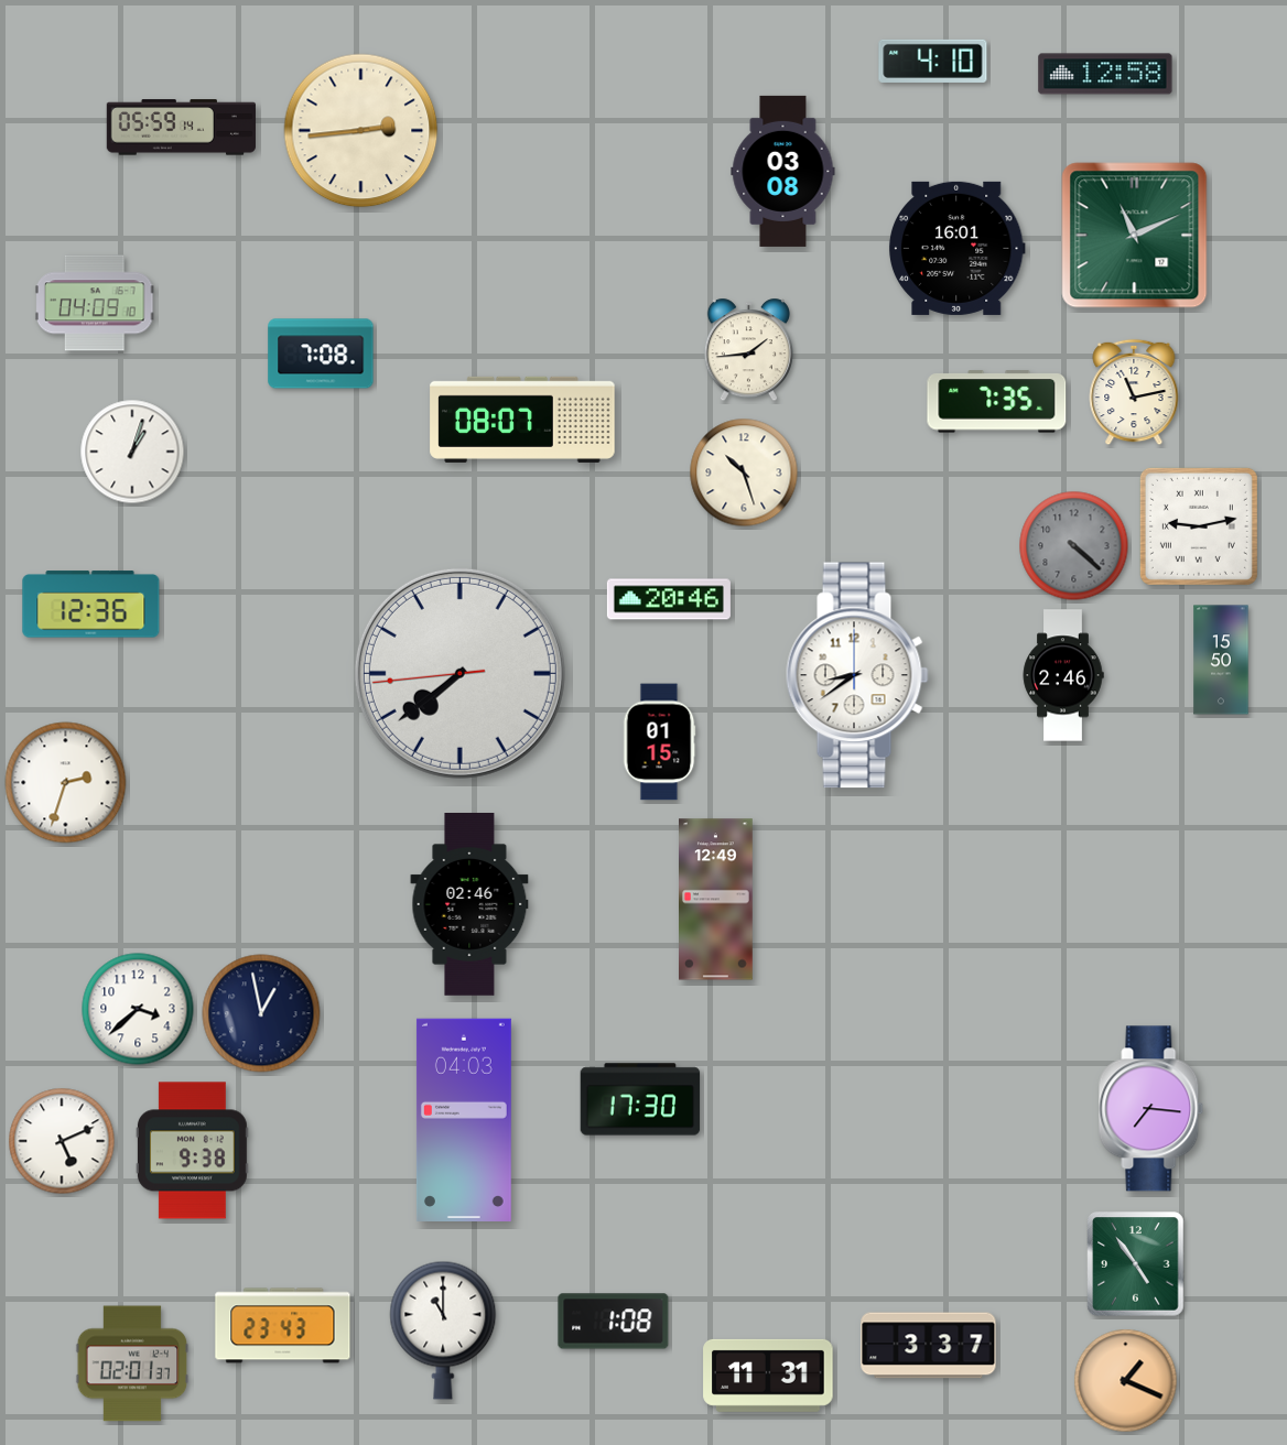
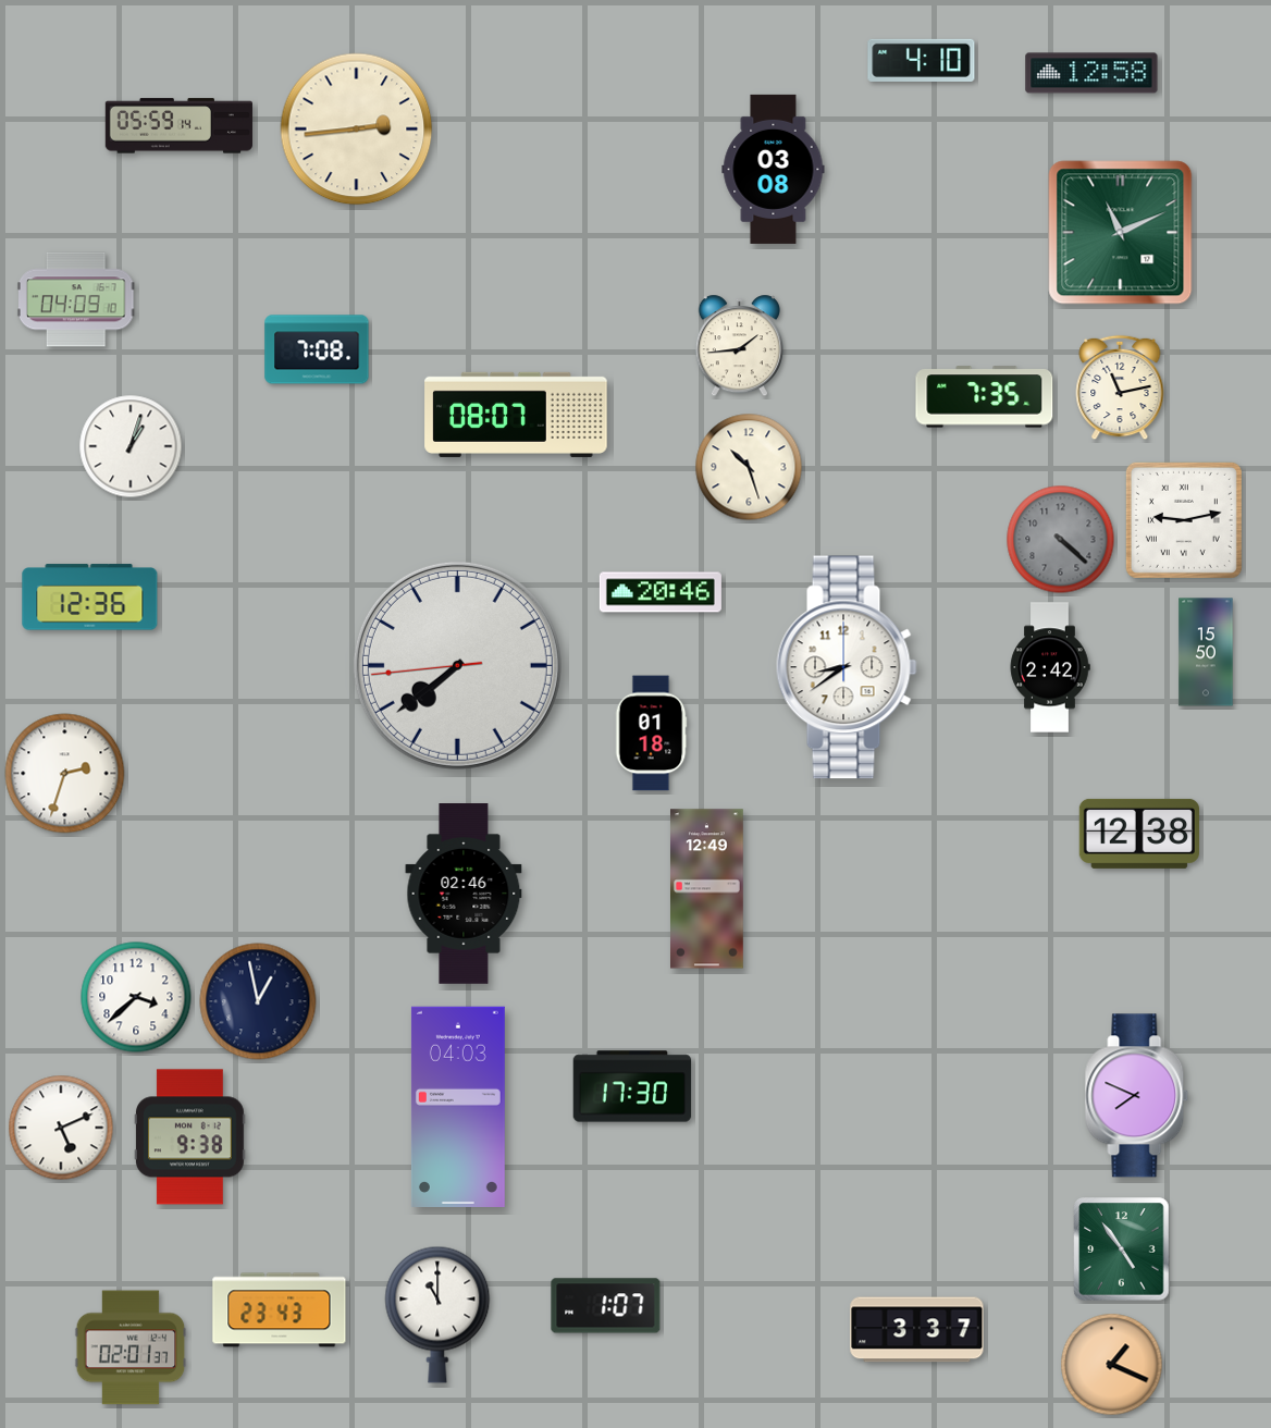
clock at (956, 248): 16:01 -> none
clock at (95, 303) position: (95, 303) -> (76, 299)
clock at (744, 472) position: (744, 472) -> (749, 467)
clock at (459, 673) position: (459, 673) -> (457, 665)
clock at (1063, 675): 2:46 -> 2:42
clock at (659, 742): 01:15 -> 01:18
clock at (1139, 834): none -> 12:38
clock at (1151, 1109): 7:16 -> 7:49
clock at (614, 1322): 1:08 -> 1:07
clock at (768, 1376): 11:31 -> none
